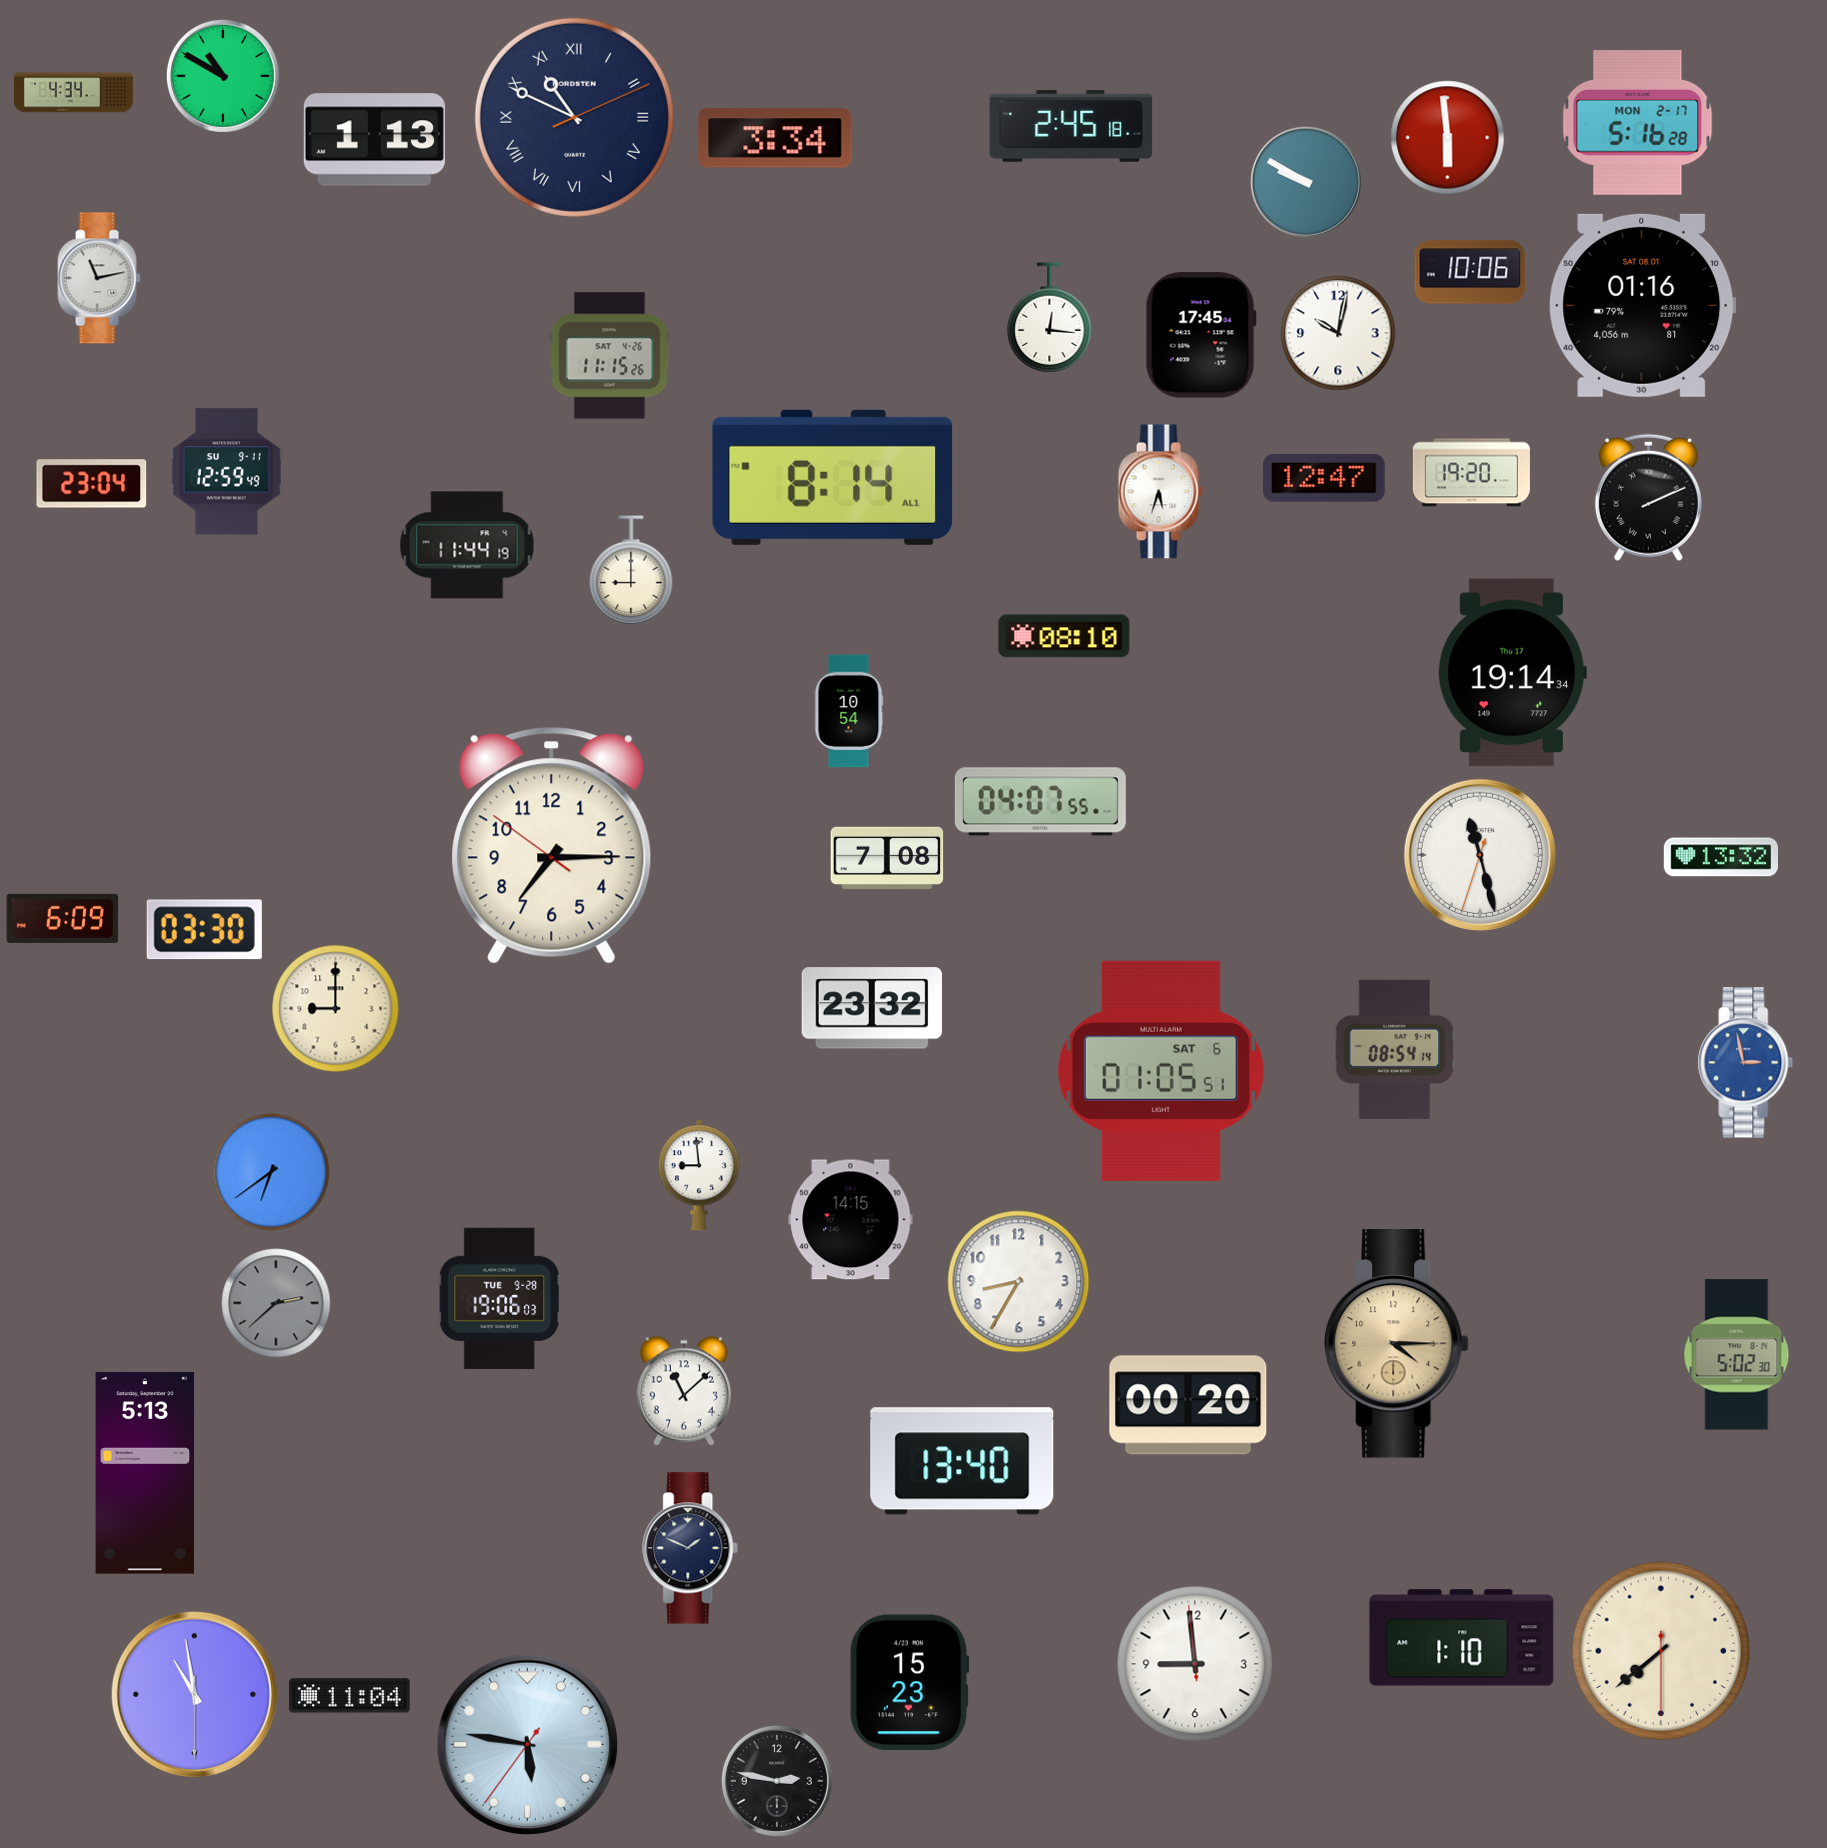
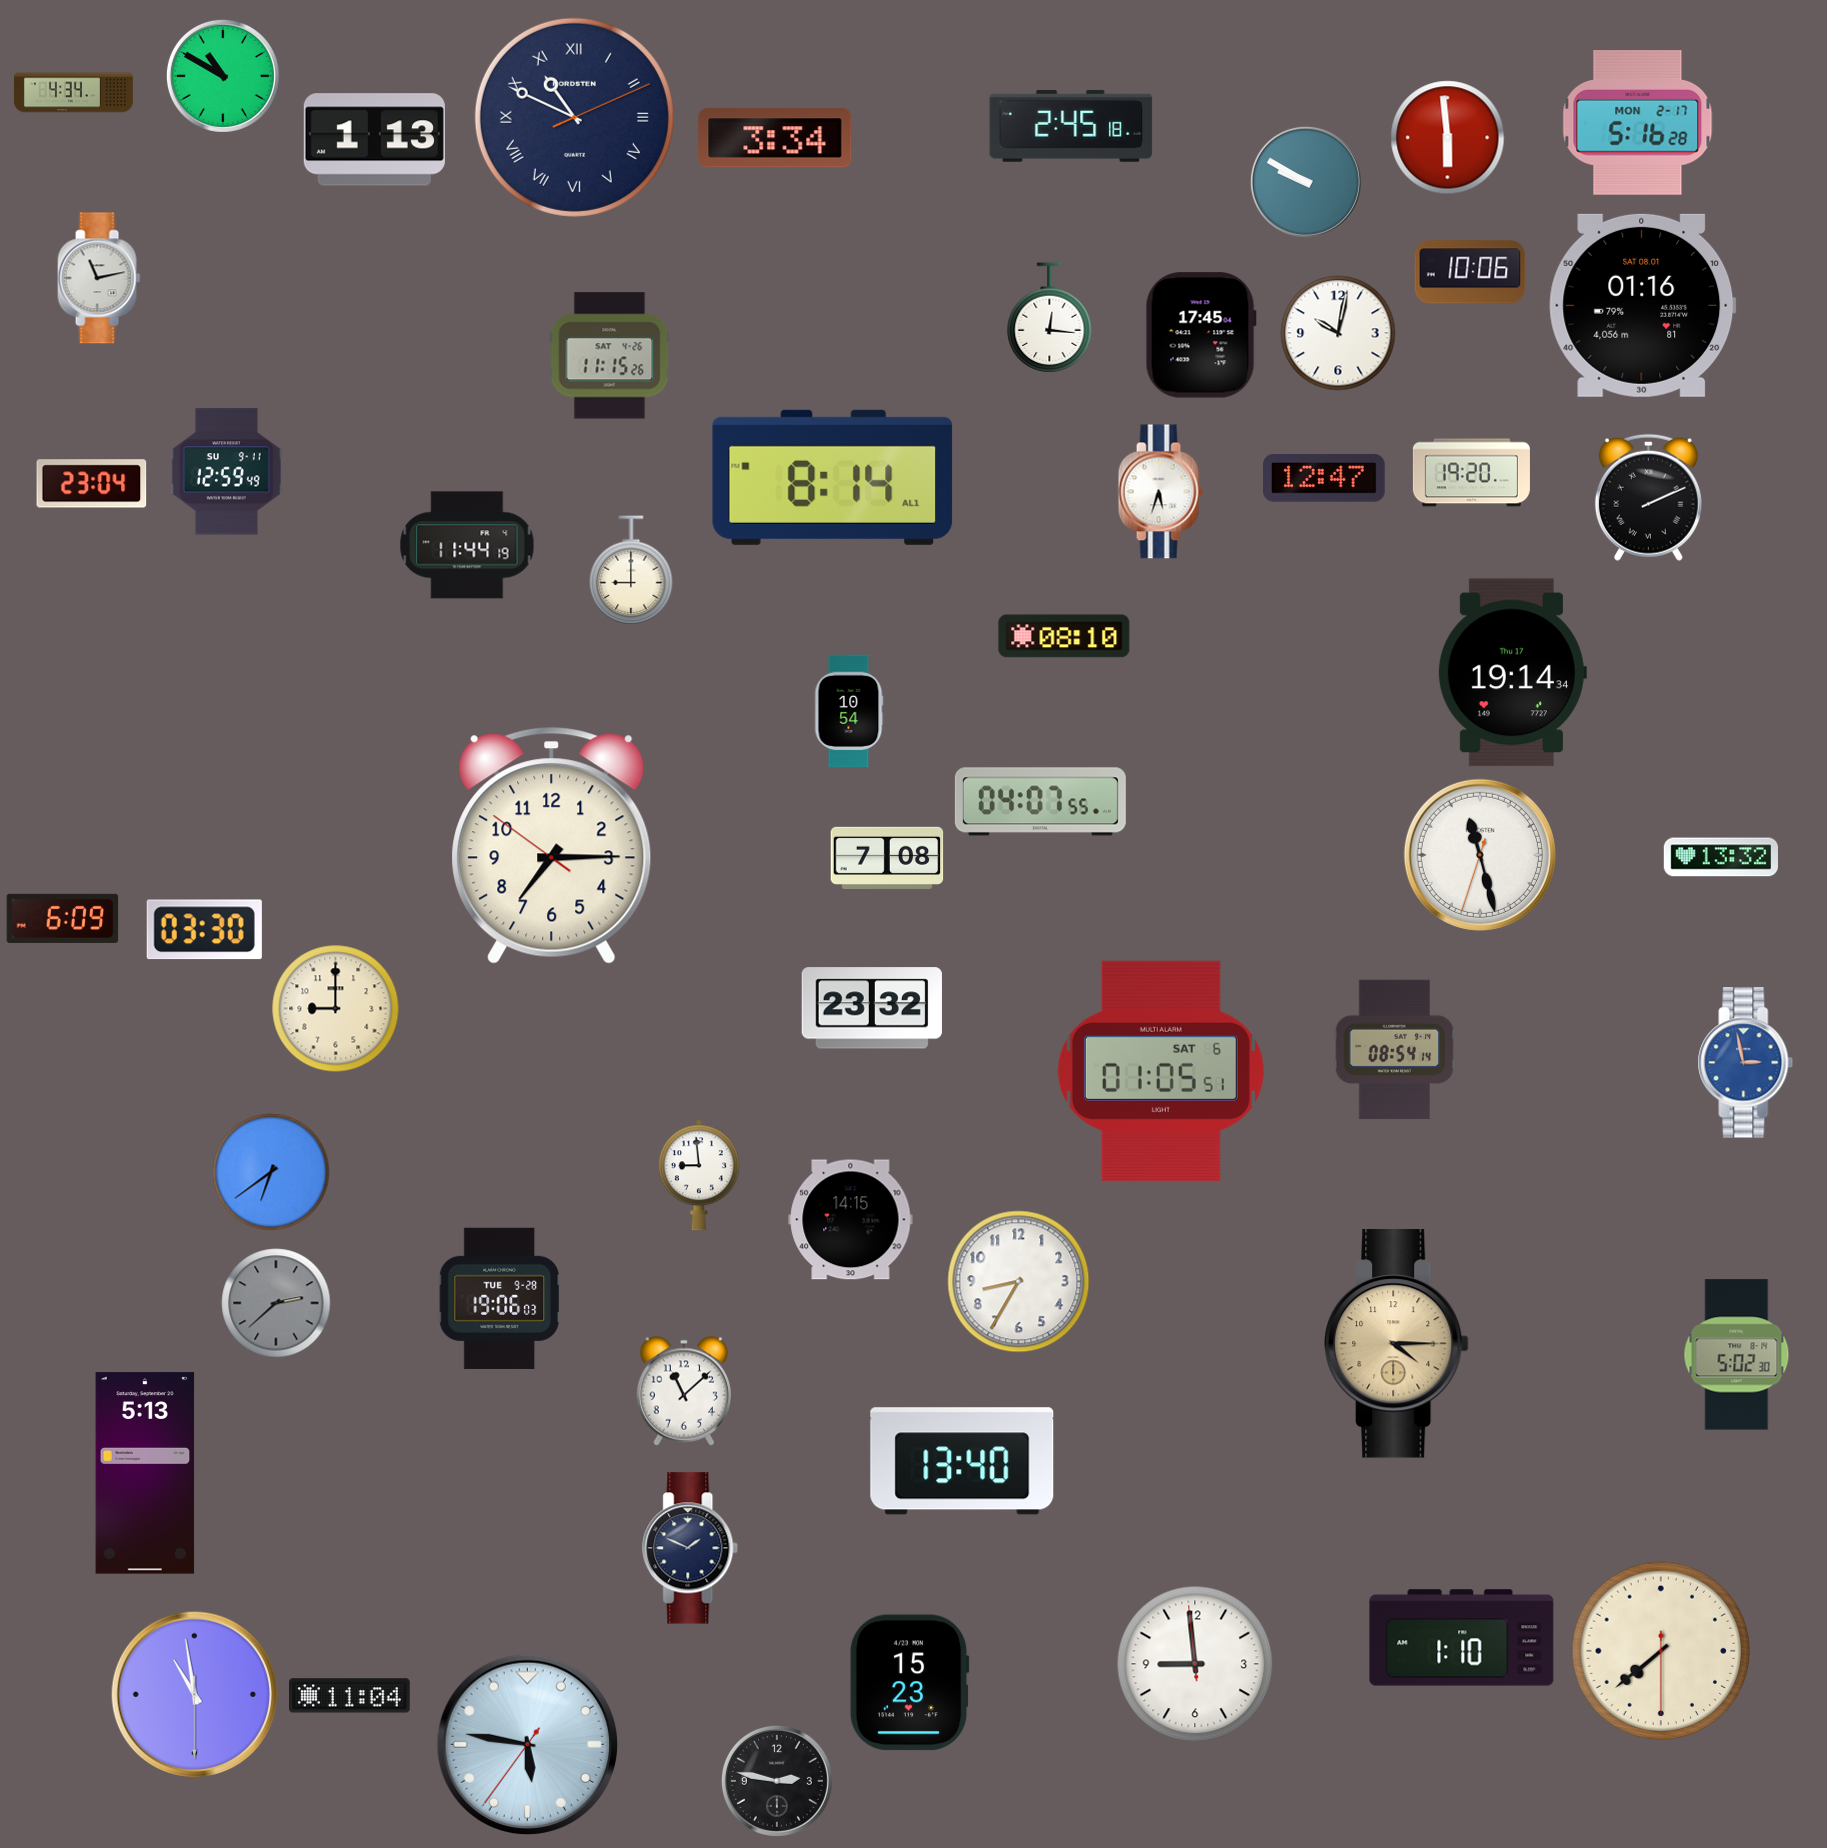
clock at (1188, 1405): 00:20 -> none
